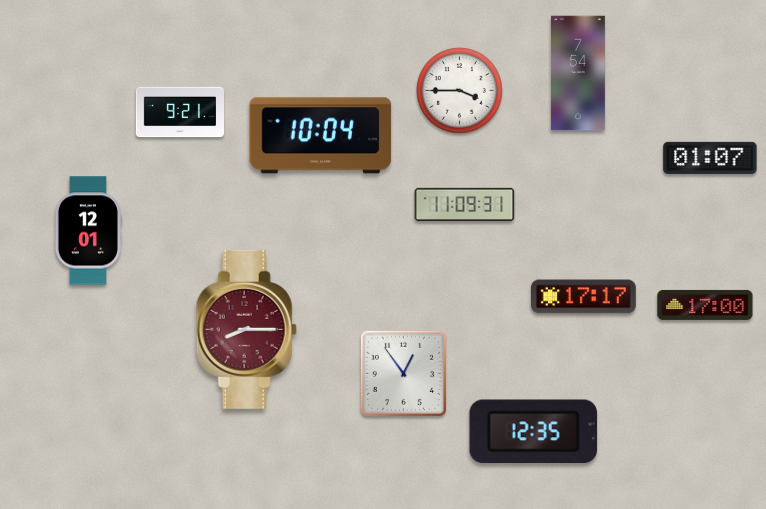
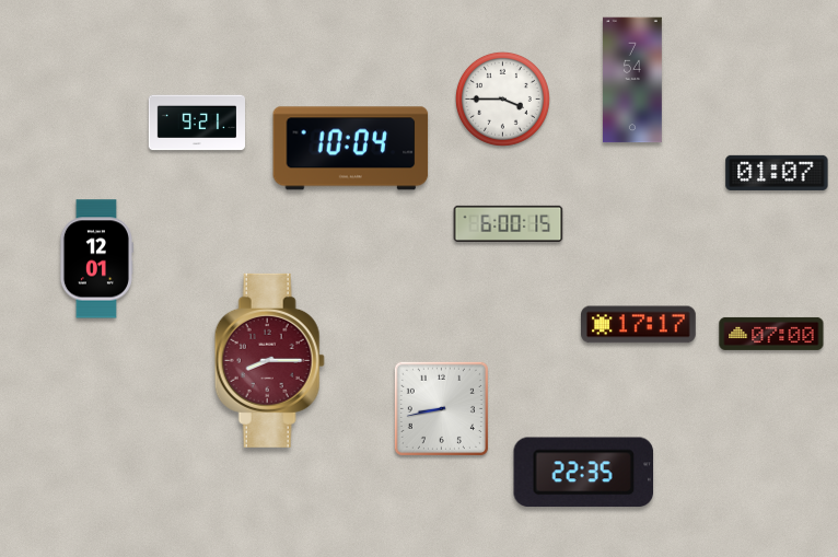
clock at (465, 205): 11:09 -> 6:00
clock at (88, 231) position: (88, 231) -> (96, 259)
clock at (705, 305): 17:00 -> 07:00
clock at (403, 373): 12:54 -> 8:43
clock at (534, 432): 12:35 -> 22:35
